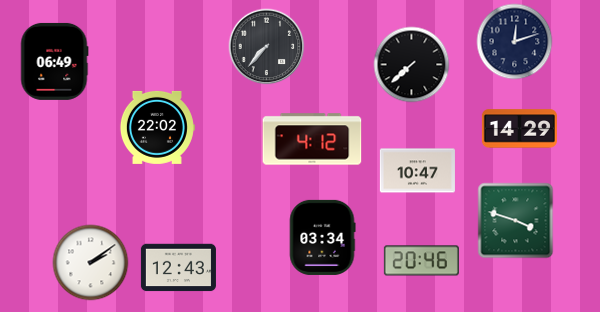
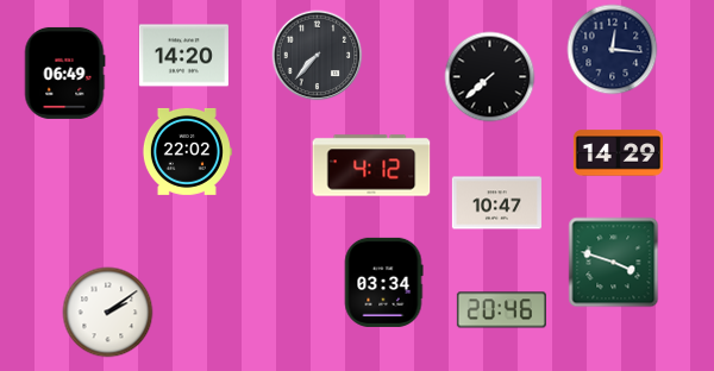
clock at (515, 42): 12:12 -> 12:16
clock at (183, 56): none -> 14:20
clock at (178, 268): 12:43 -> none
